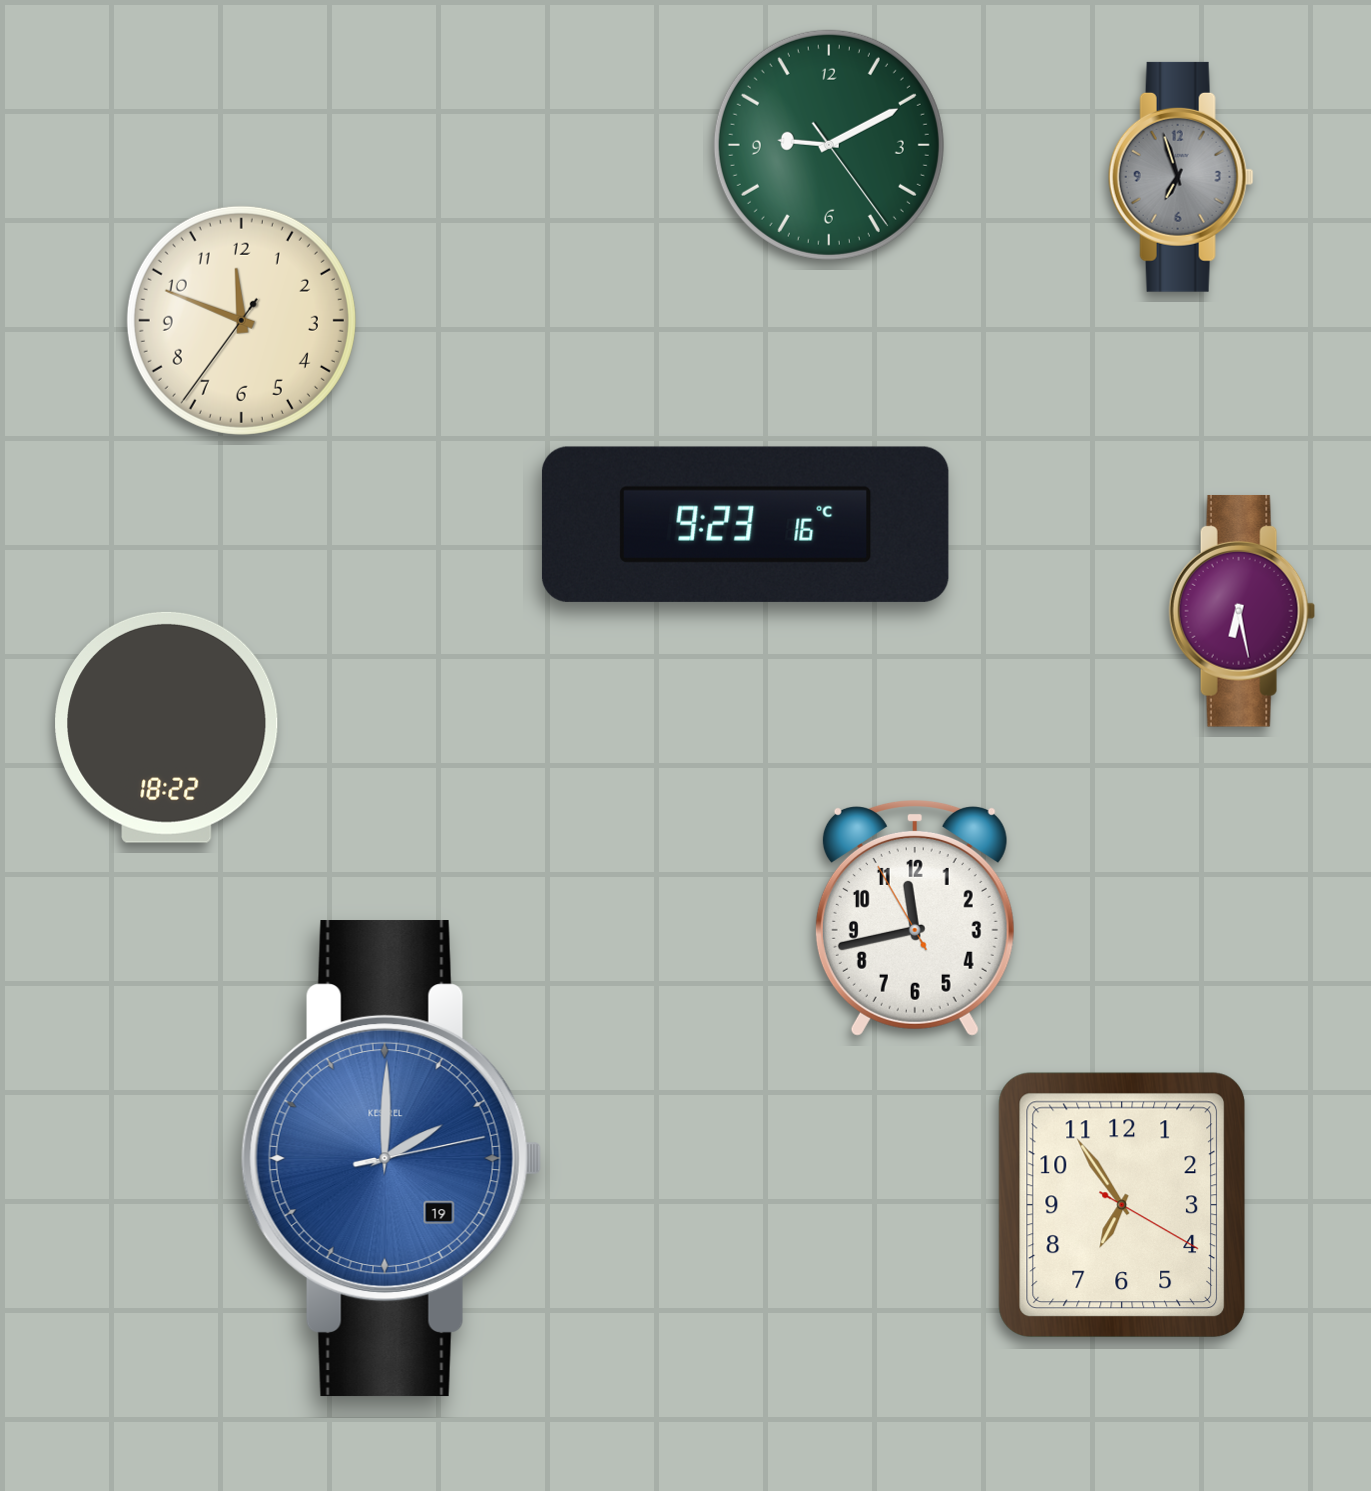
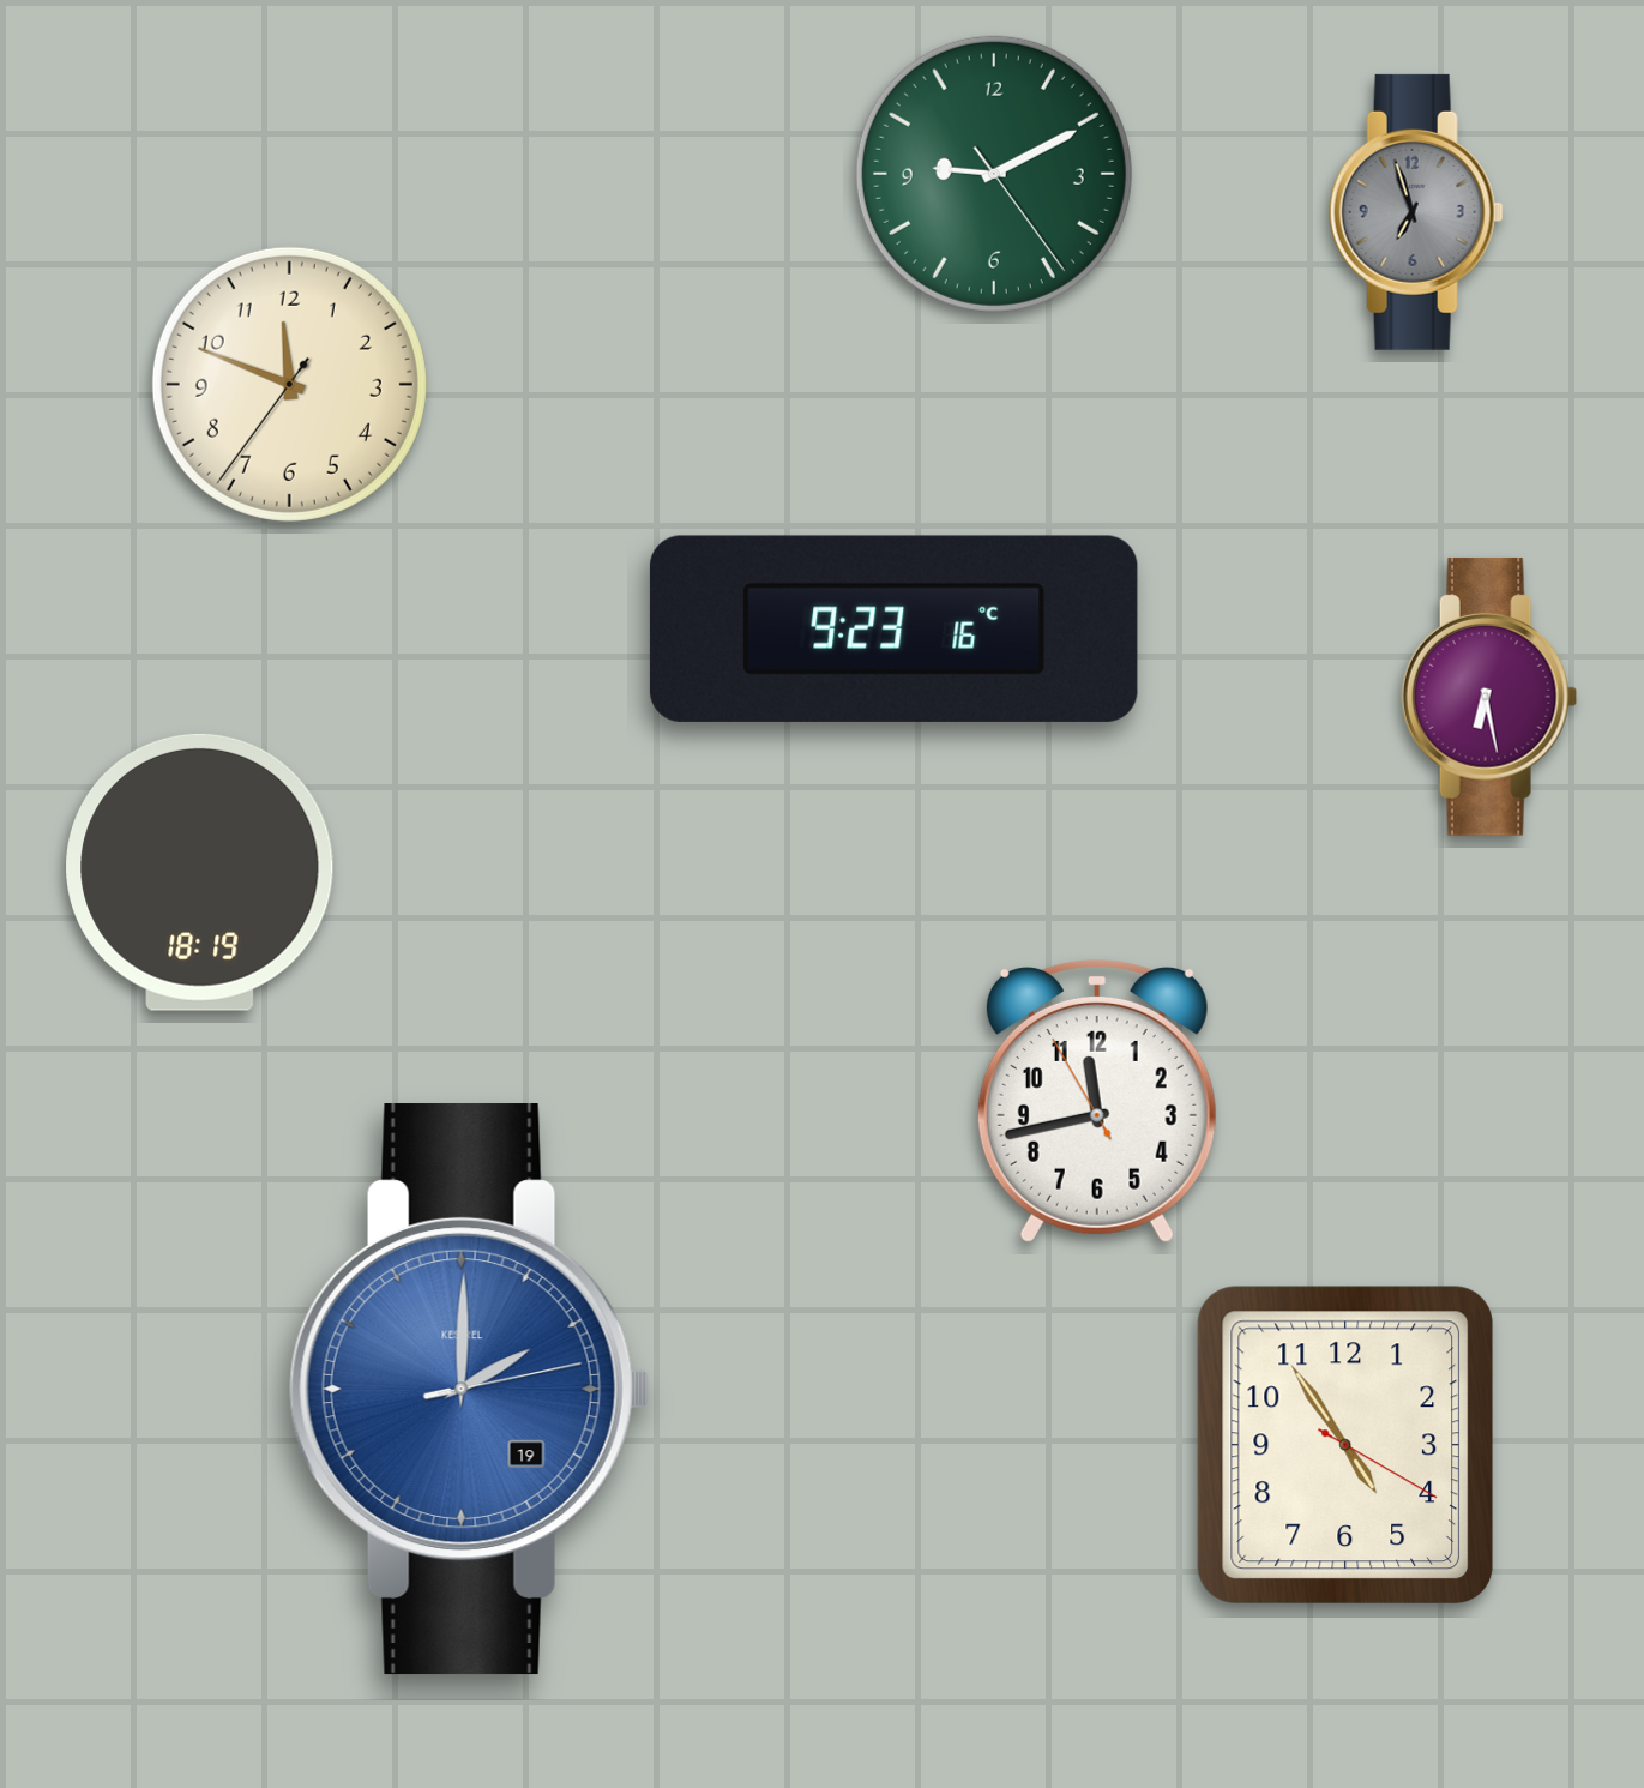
clock at (1242, 611) position: (1242, 611) -> (1489, 697)
clock at (167, 727): 18:22 -> 18:19
clock at (1121, 1205): 6:54 -> 4:54
